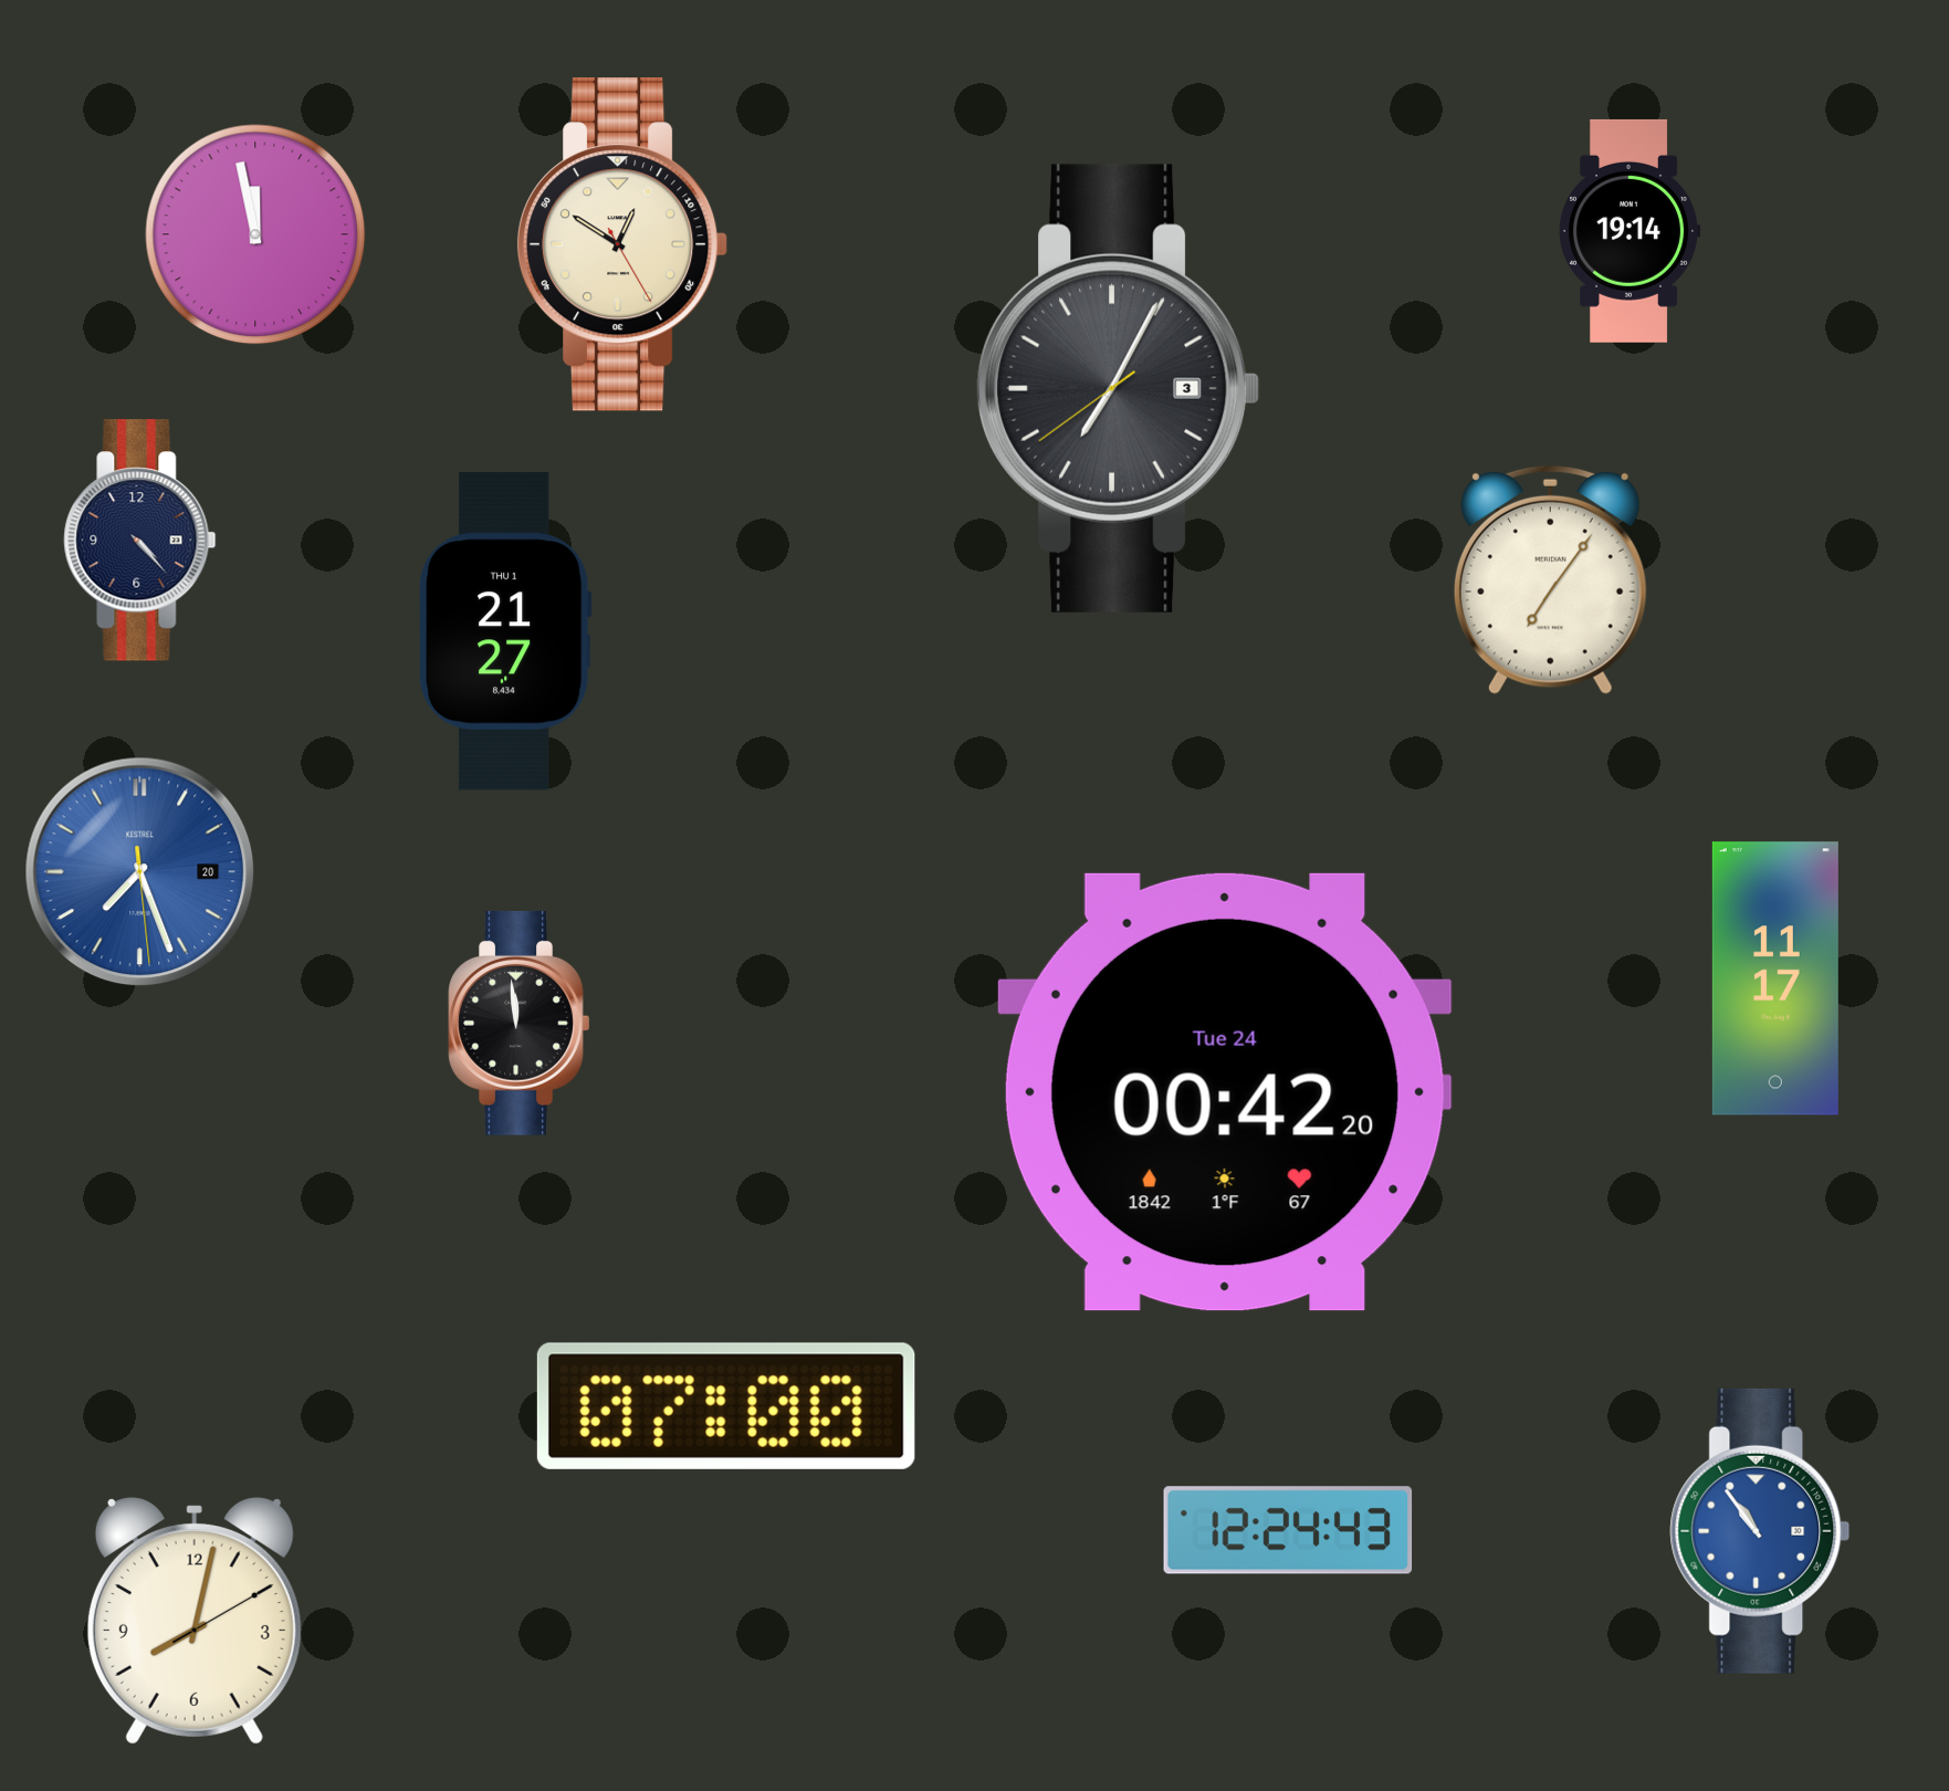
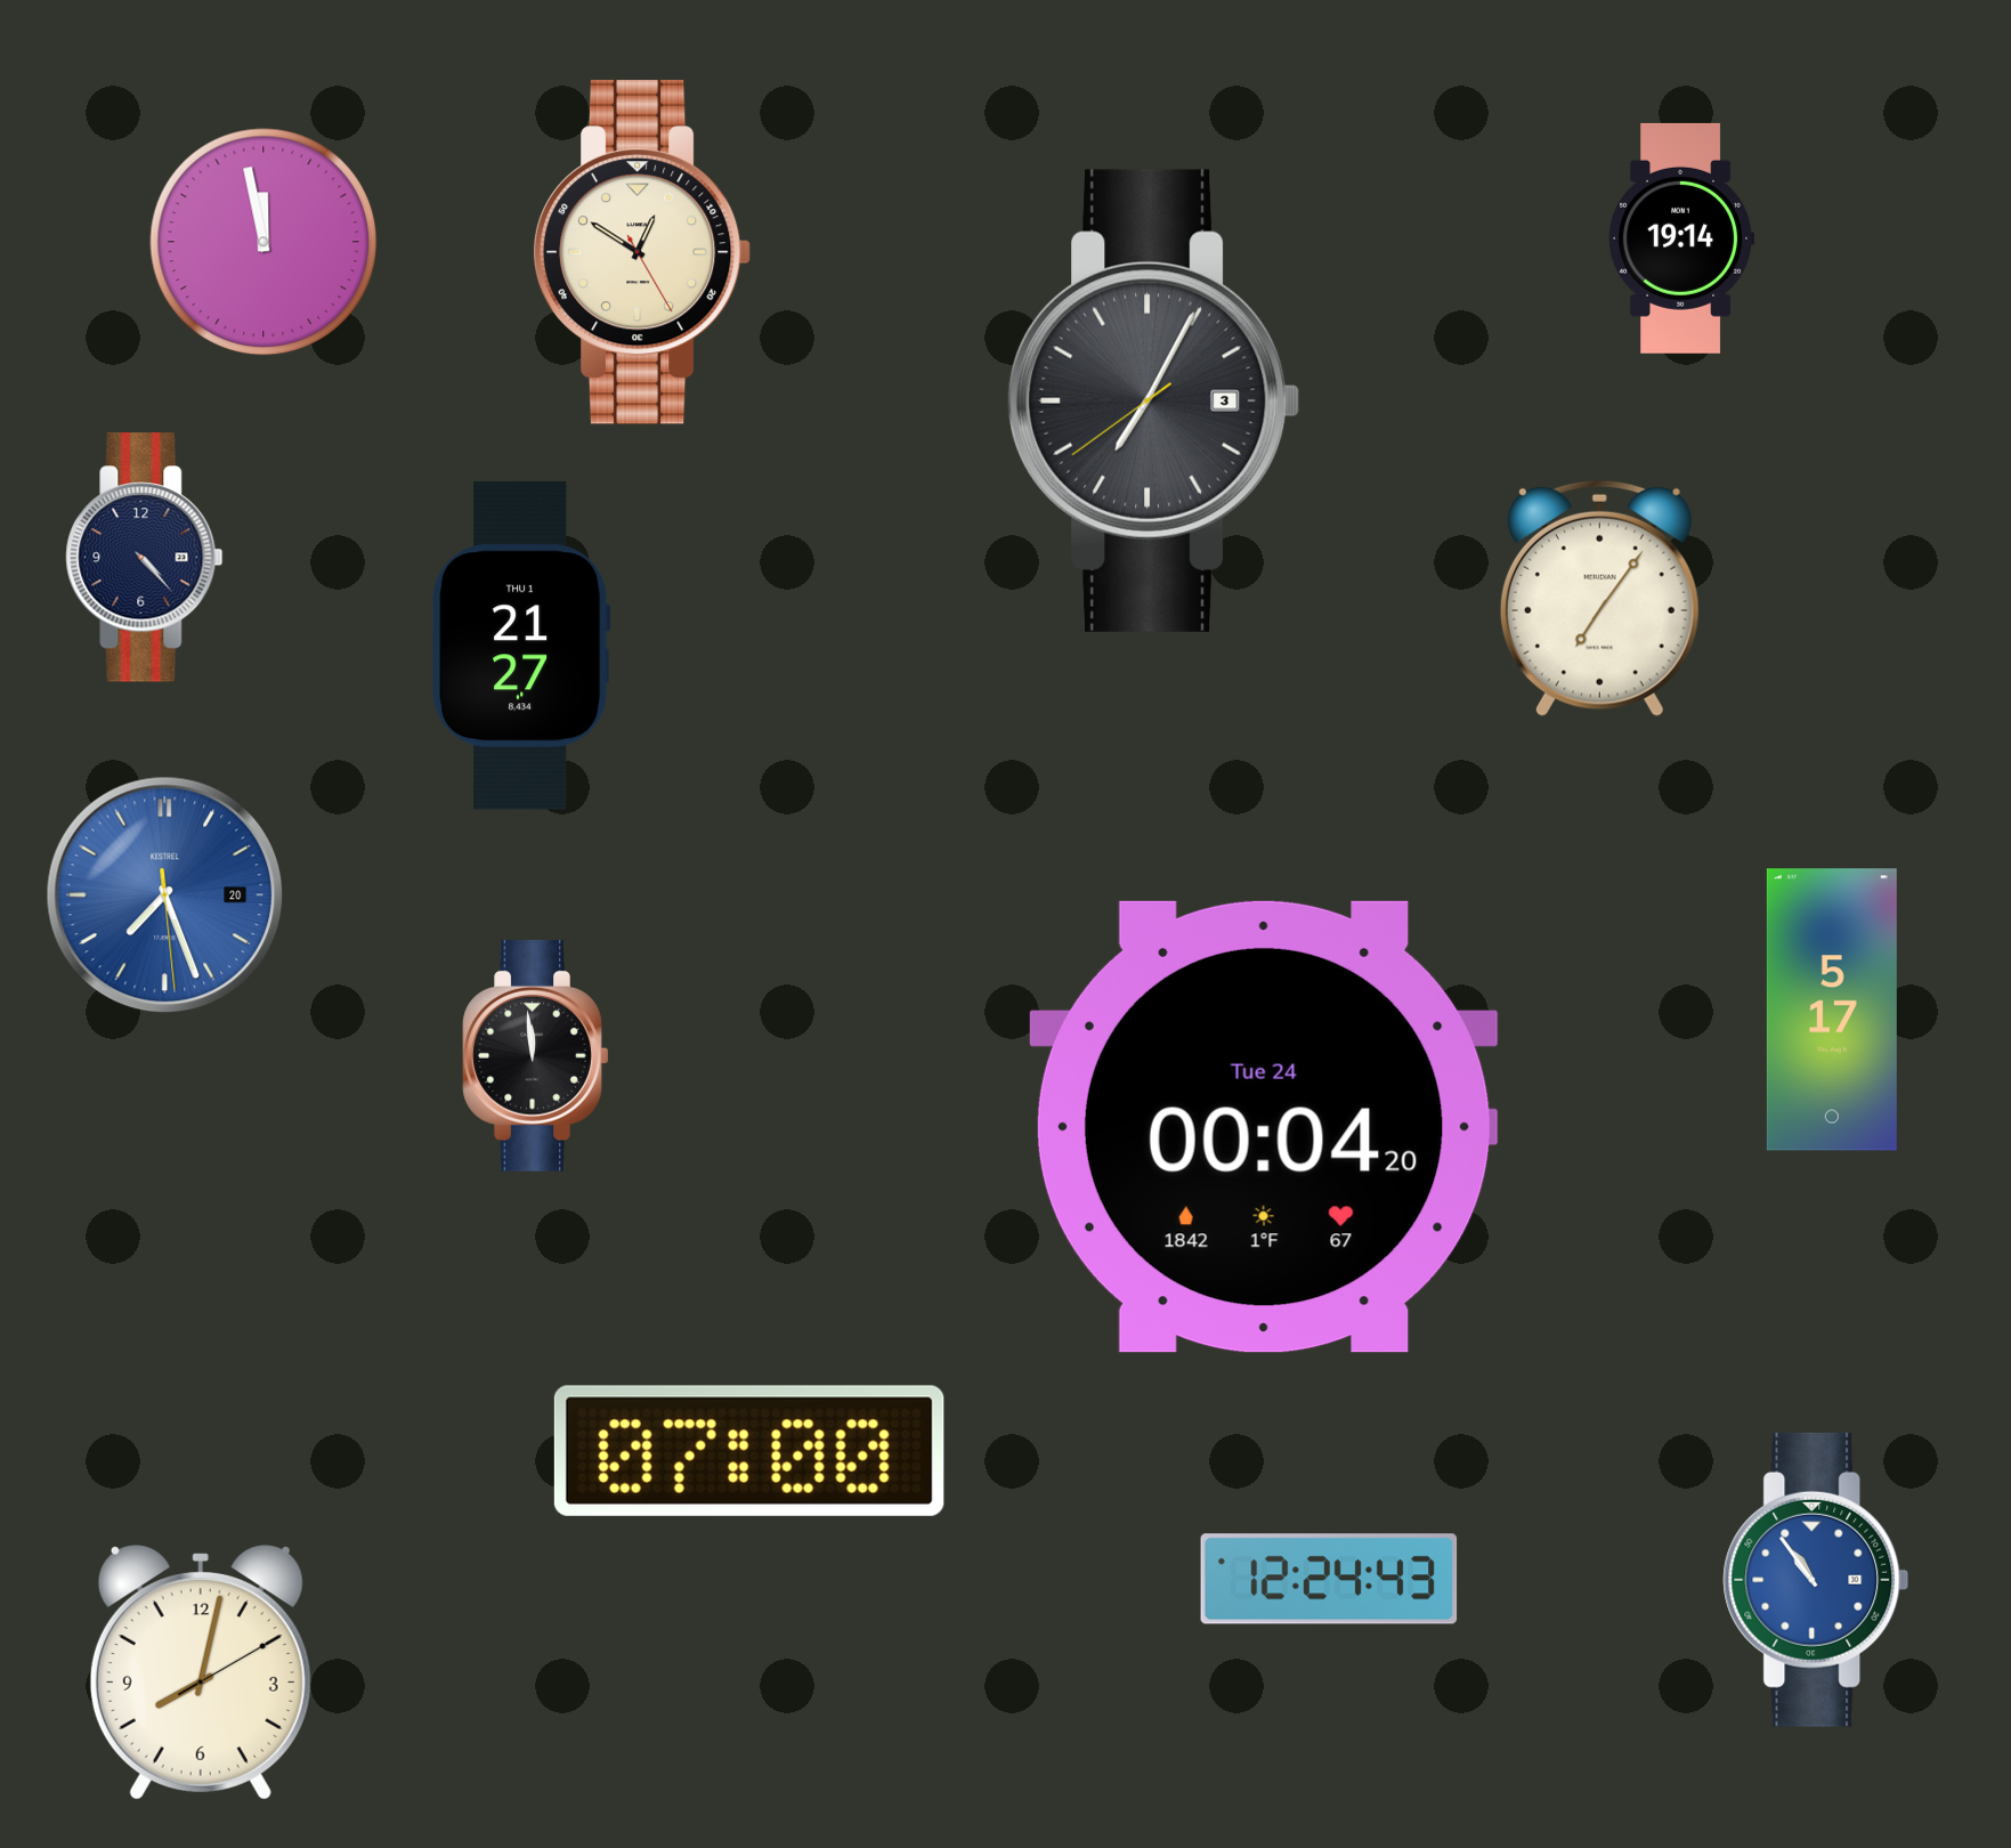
clock at (505, 631) position: (505, 631) -> (521, 646)
clock at (140, 872) position: (140, 872) -> (165, 895)
clock at (1775, 978): 11:17 -> 5:17
clock at (1225, 1092): 00:42 -> 00:04
